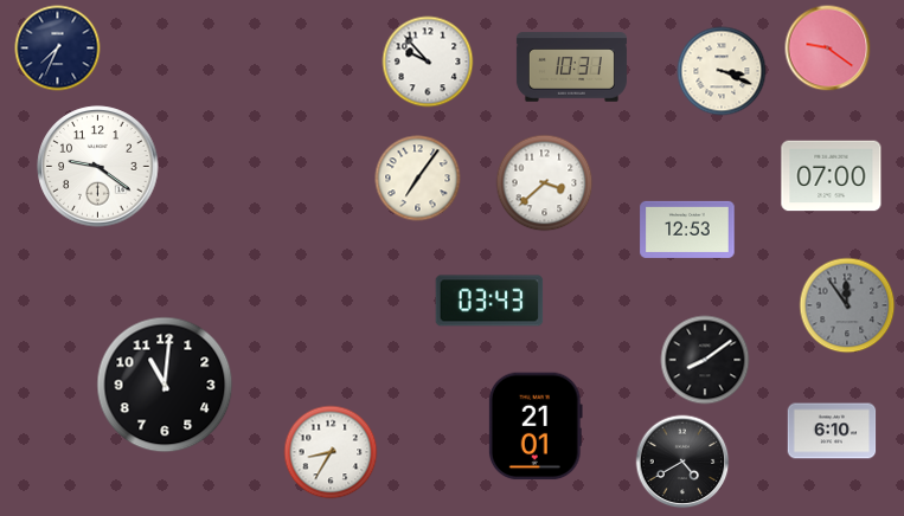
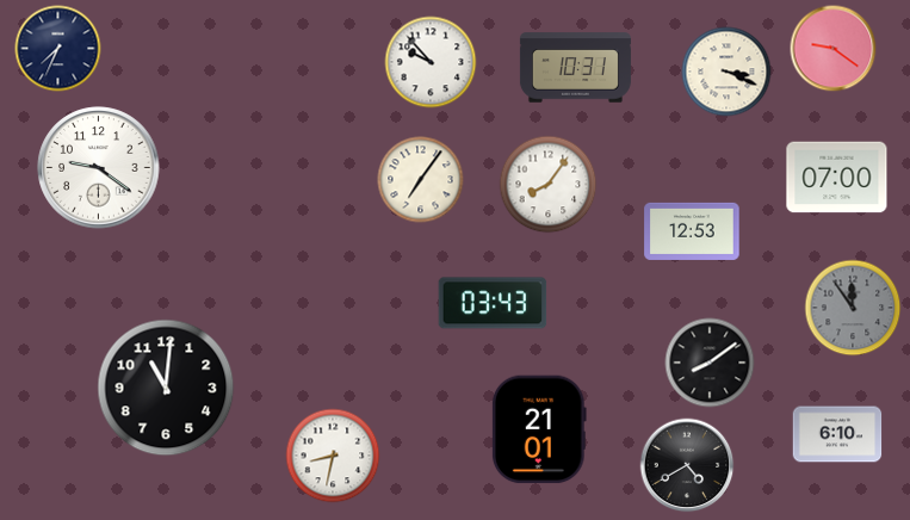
clock at (545, 183): 3:38 -> 8:06
clock at (331, 452): 8:35 -> 8:32
